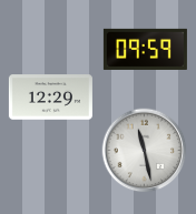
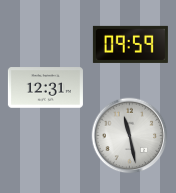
clock at (50, 98): 12:29 -> 12:31
